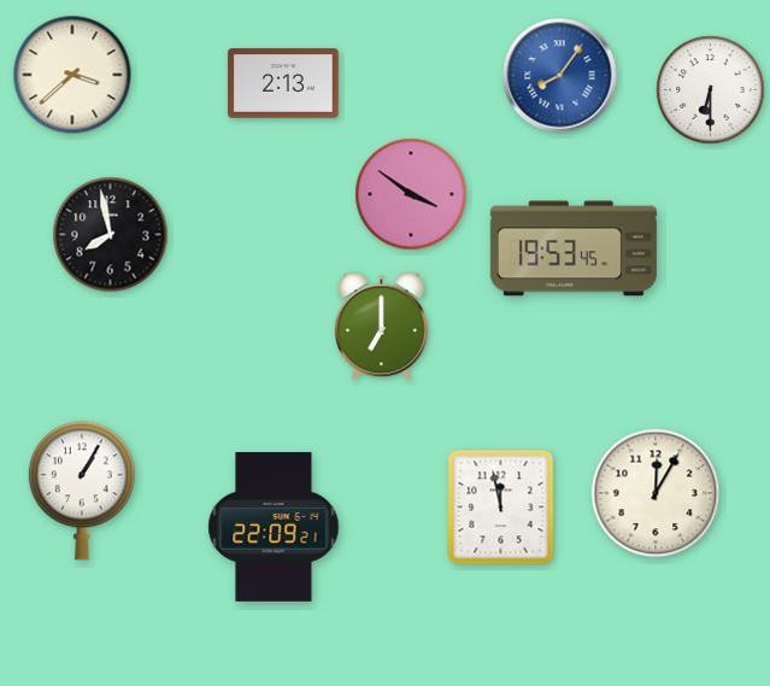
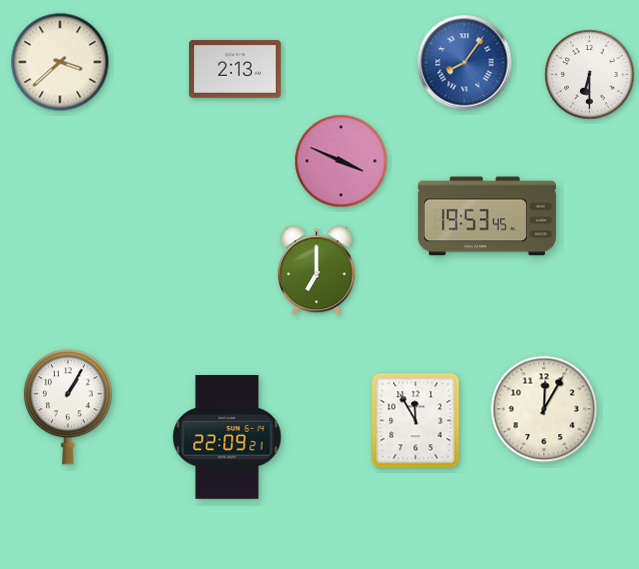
clock at (411, 194): 3:51 -> 3:49
clock at (111, 235): 7:58 -> none
clock at (574, 248) position: (574, 248) -> (487, 216)
clock at (501, 508): 11:58 -> 11:55
